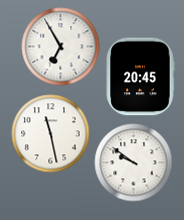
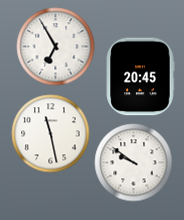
clock at (60, 46) position: (60, 46) -> (55, 46)
